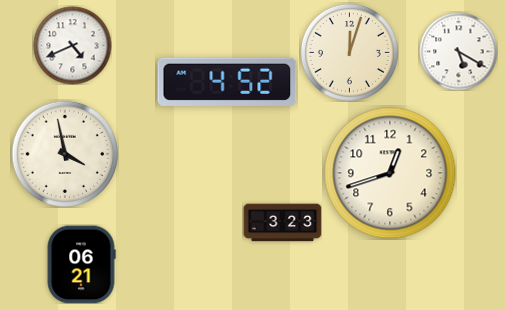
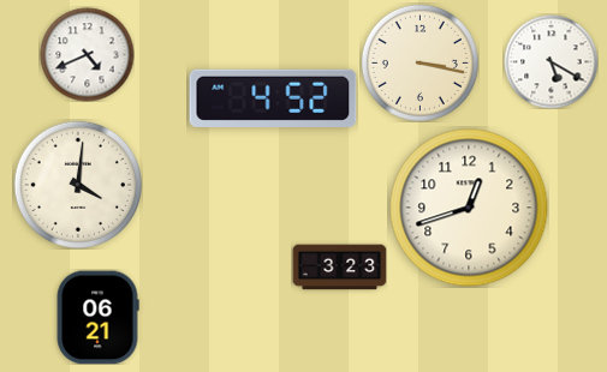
clock at (349, 52): 12:03 -> 3:17
clock at (64, 153): 3:58 -> 4:01
